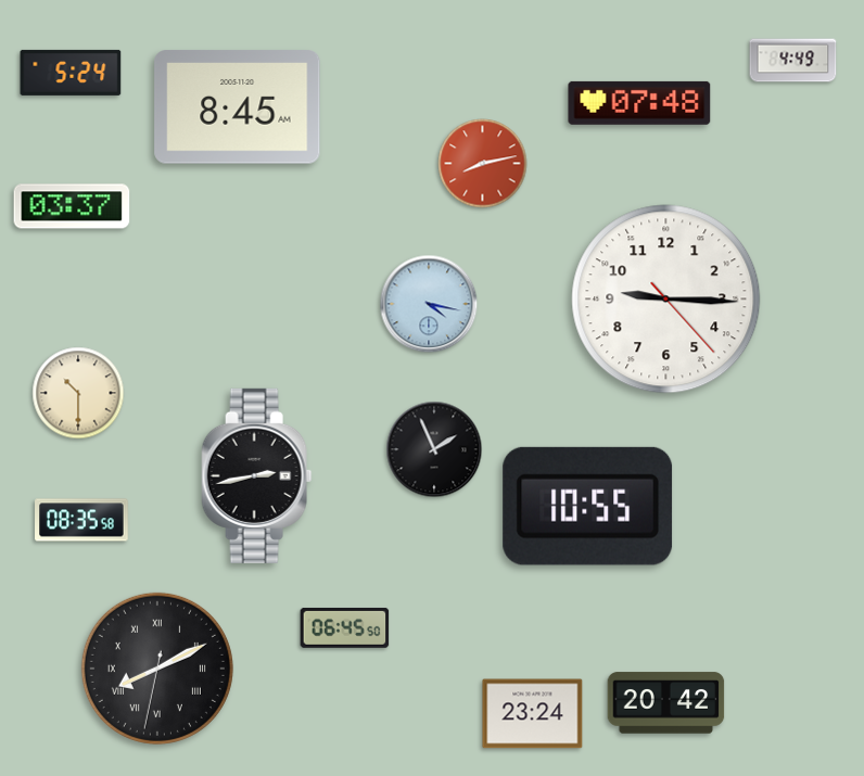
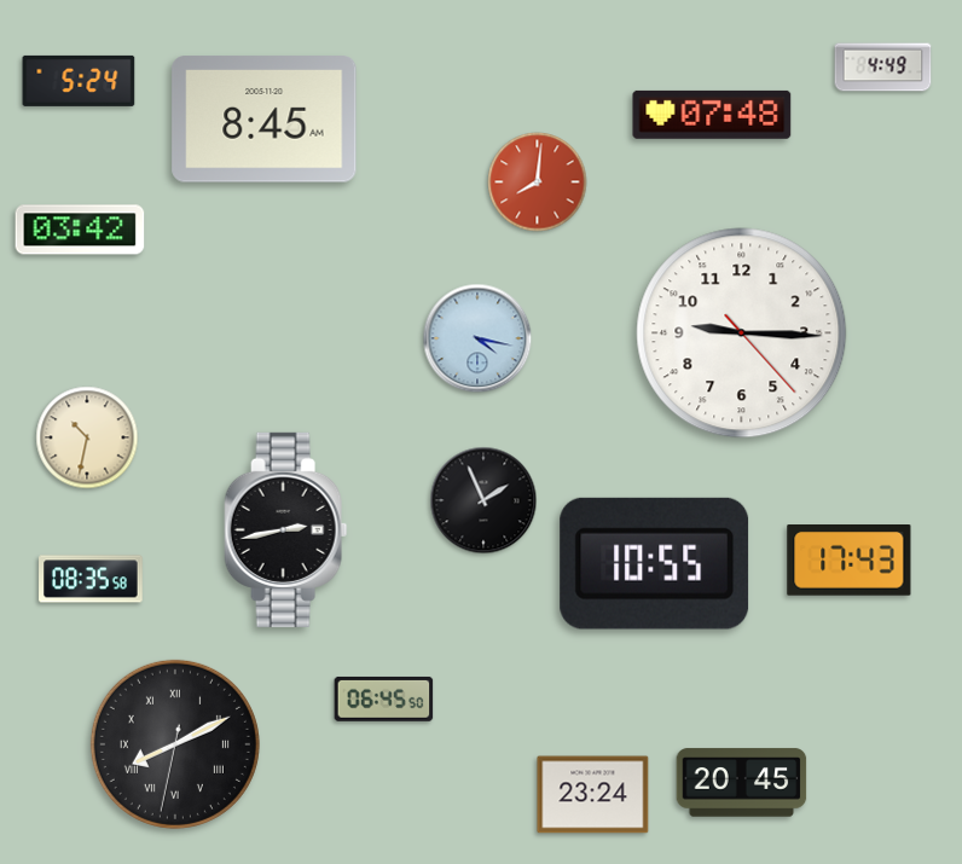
clock at (483, 164): 8:13 -> 8:01
clock at (72, 206): 03:37 -> 03:42
clock at (78, 393): 10:30 -> 10:32
clock at (850, 561): none -> 17:43
clock at (666, 703): 20:42 -> 20:45
